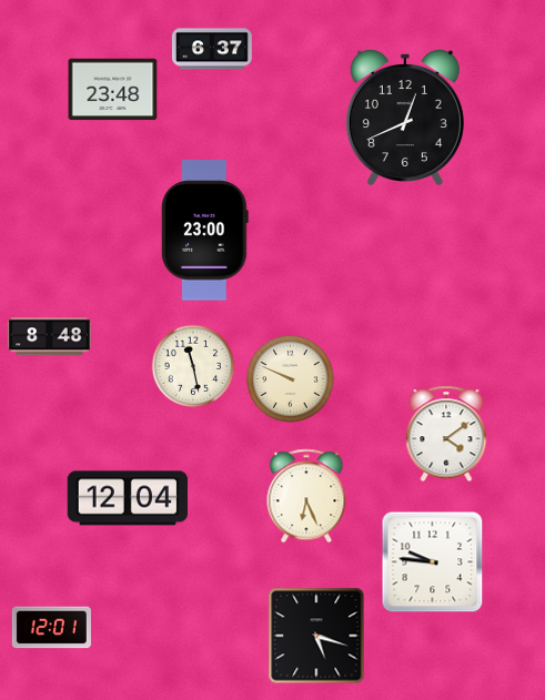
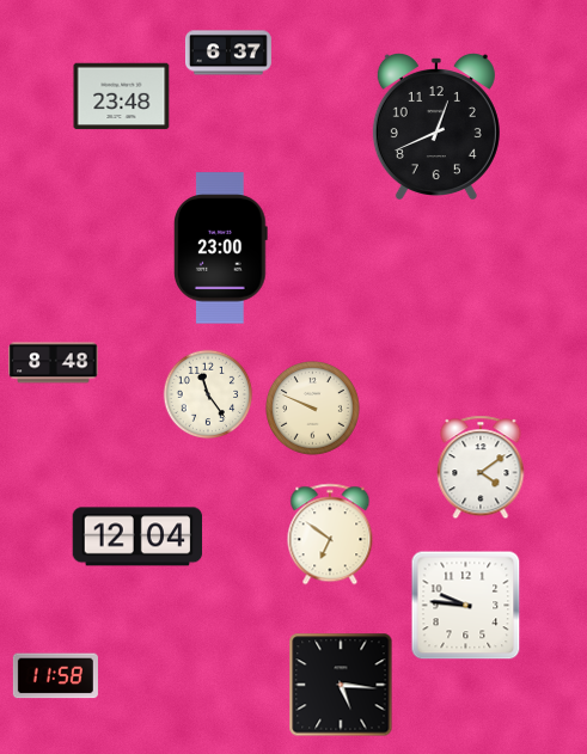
clock at (193, 366): 11:28 -> 11:24
clock at (306, 496): 6:26 -> 6:51
clock at (51, 628): 12:01 -> 11:58
clock at (316, 636): 5:18 -> 5:16
